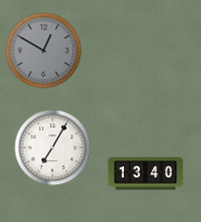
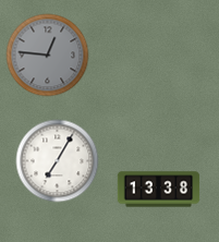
clock at (44, 51): 12:50 -> 12:46
clock at (146, 174): 13:40 -> 13:38
